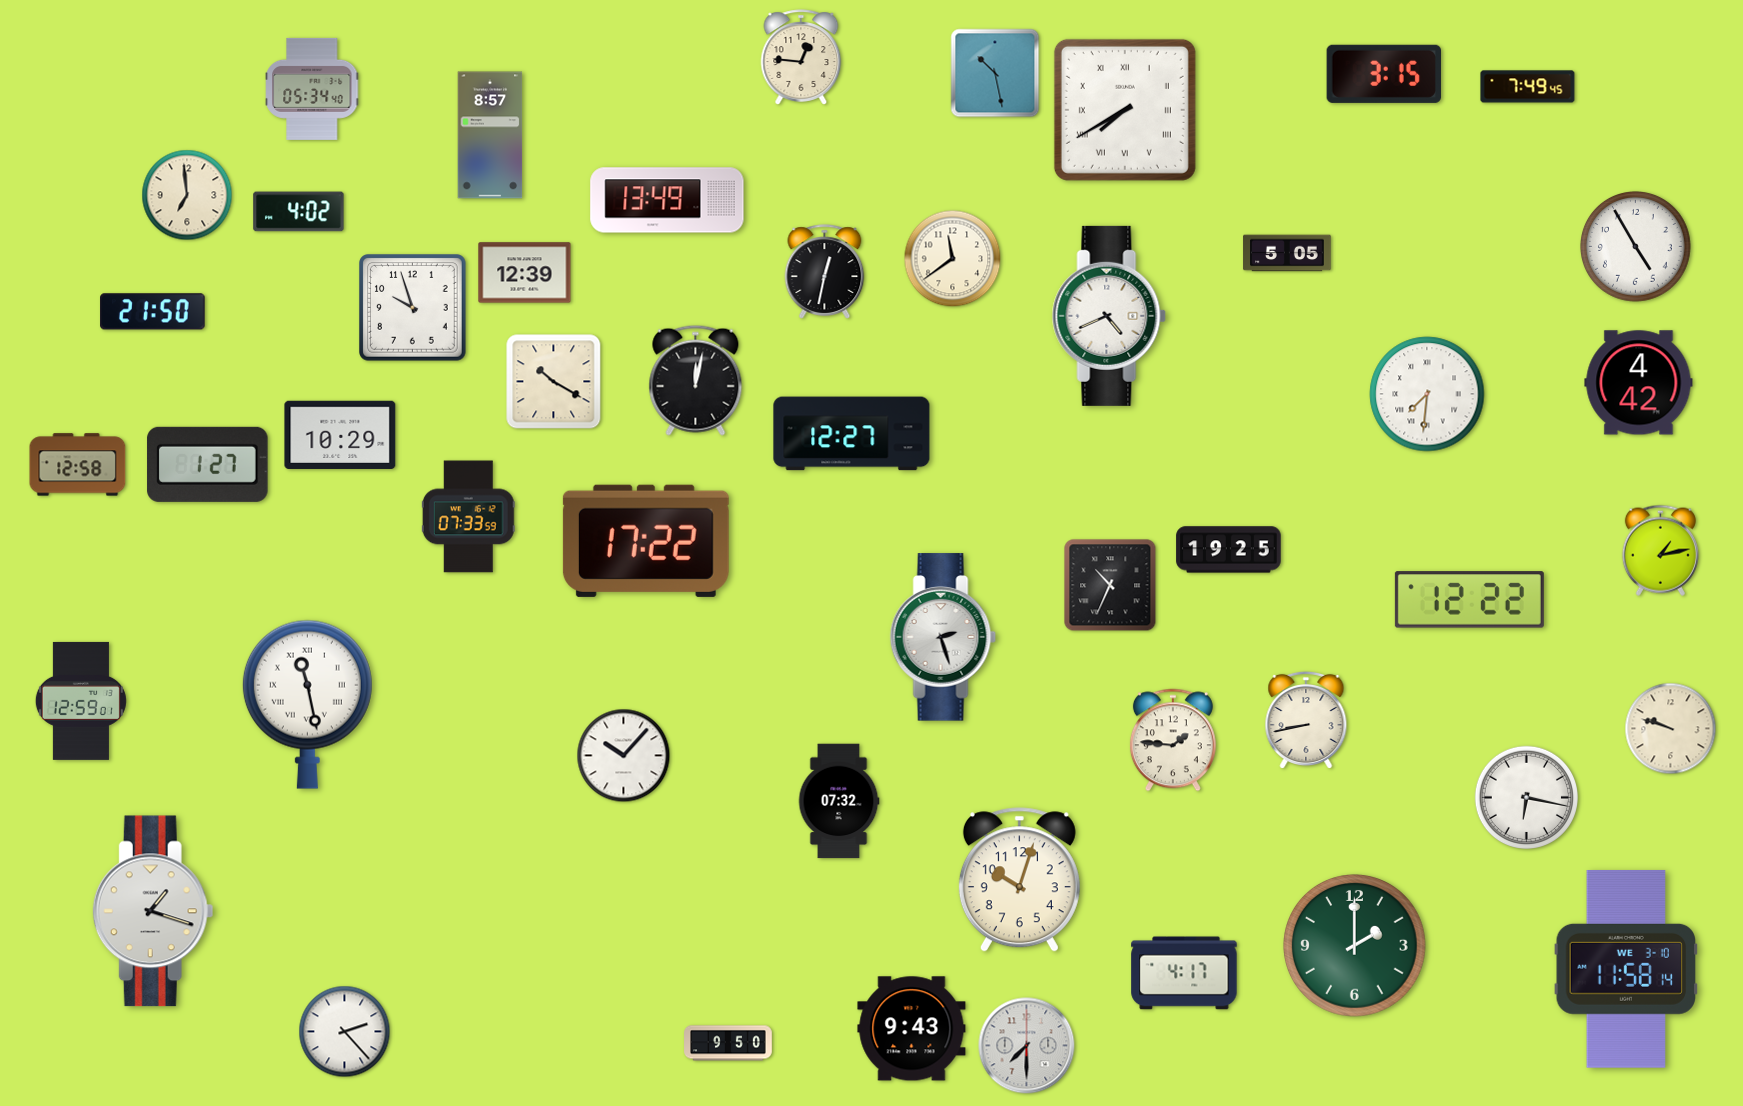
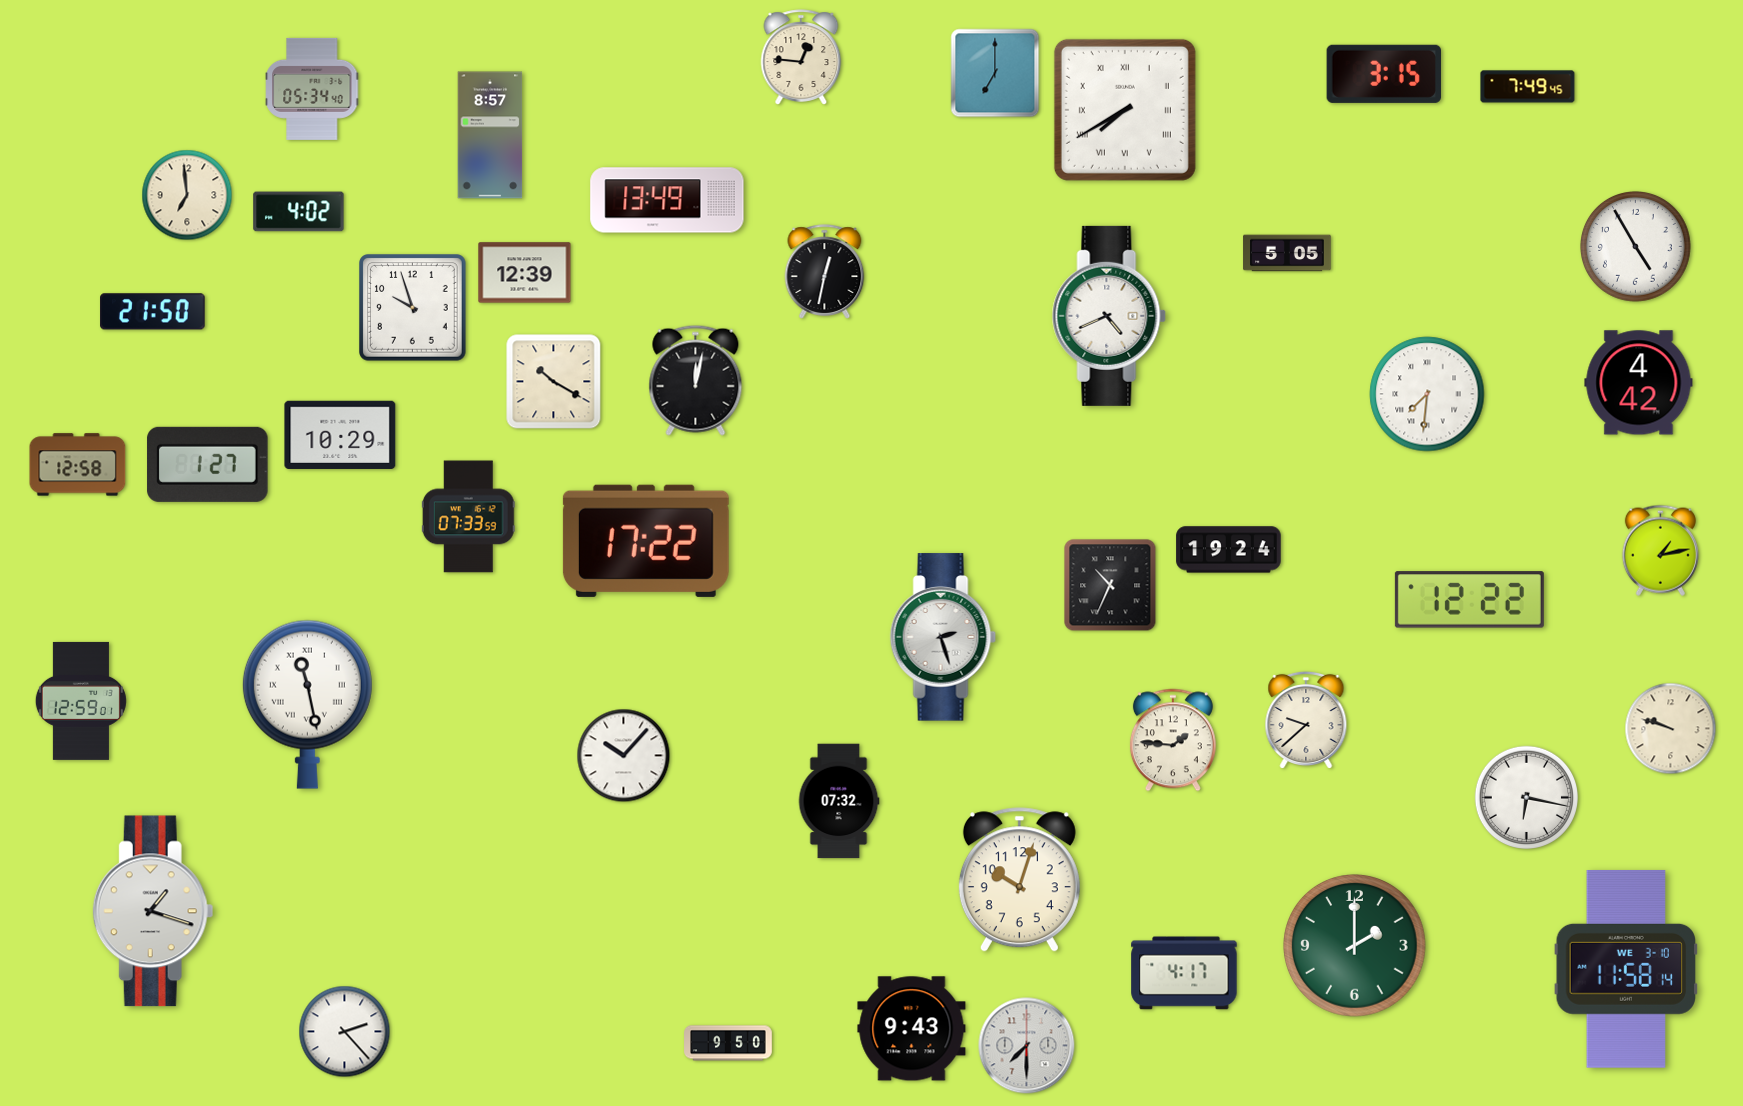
clock at (995, 73): 10:28 -> 7:00
clock at (953, 259): 11:39 -> none
clock at (852, 434): 12:27 -> none
clock at (1229, 550): 19:25 -> 19:24
clock at (1306, 719): 8:43 -> 9:38
